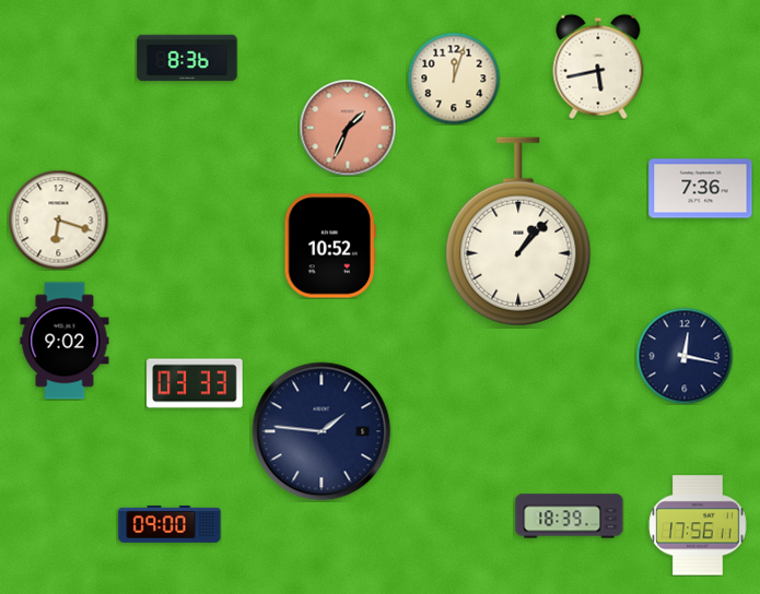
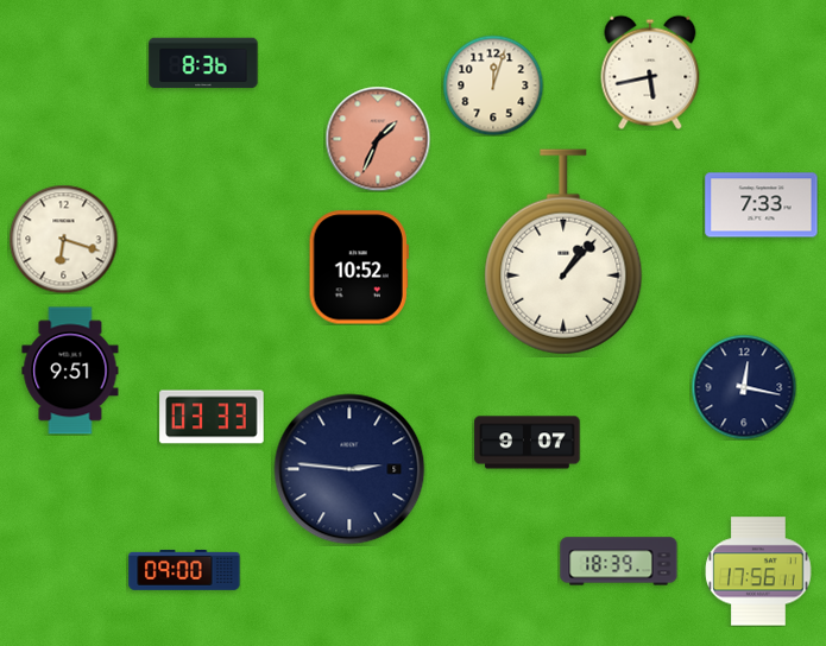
clock at (701, 189): 7:36 -> 7:33
clock at (65, 341): 9:02 -> 9:51
clock at (528, 443): none -> 9:07
clock at (321, 431): 1:46 -> 2:46
